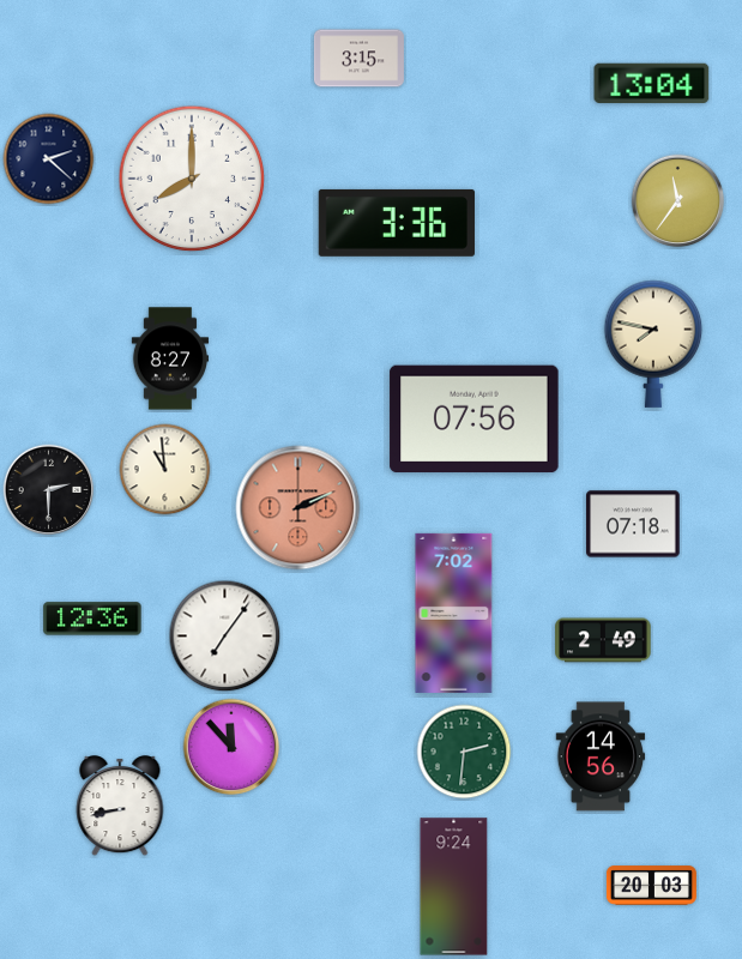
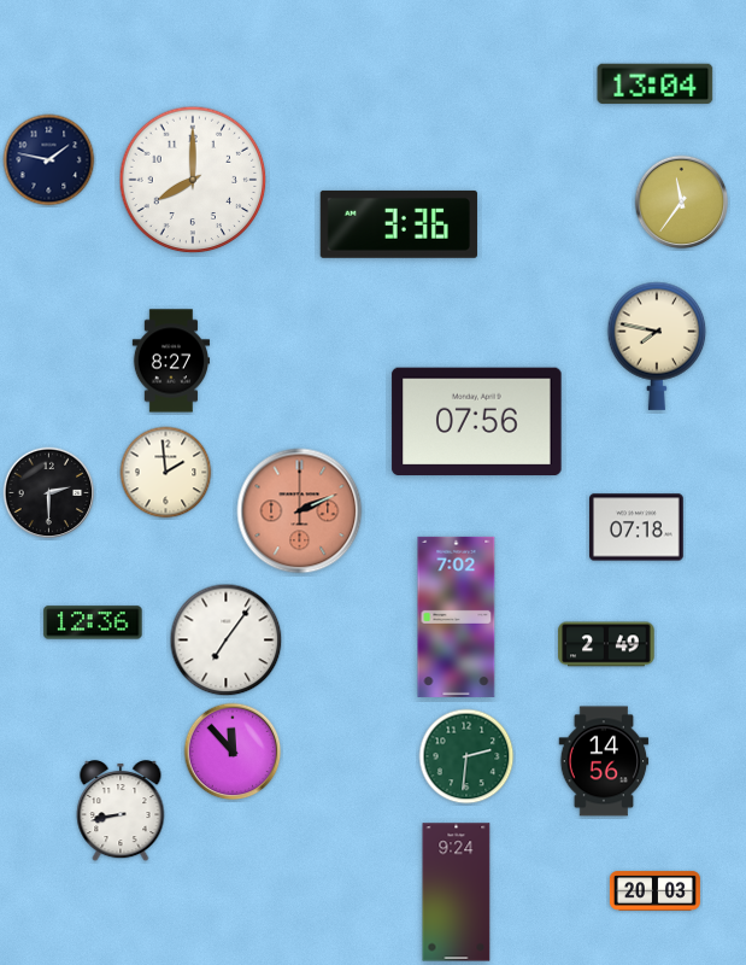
clock at (358, 59): 3:15 -> none
clock at (49, 159): 2:22 -> 1:47
clock at (165, 470): 10:59 -> 1:59
